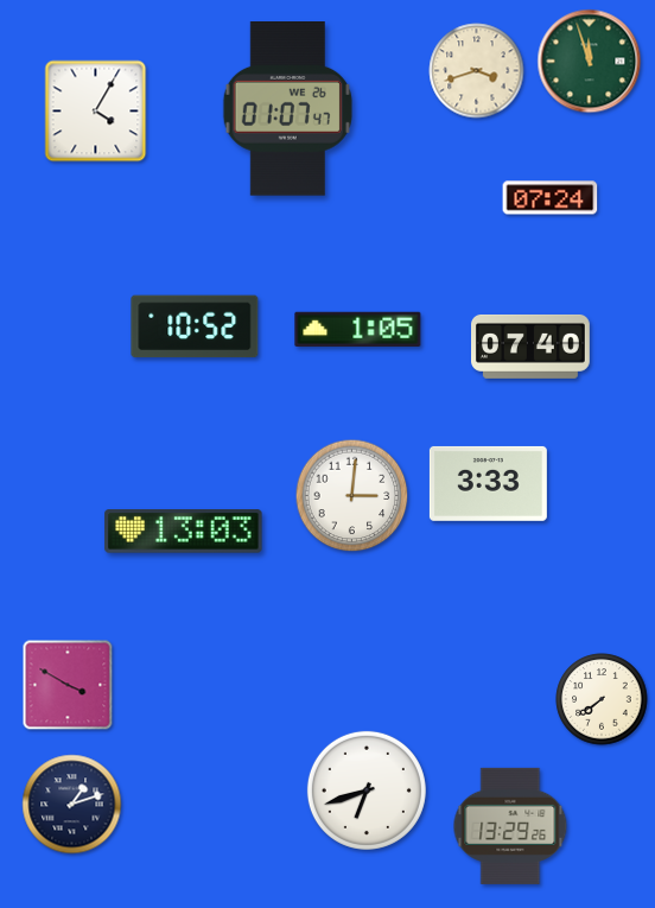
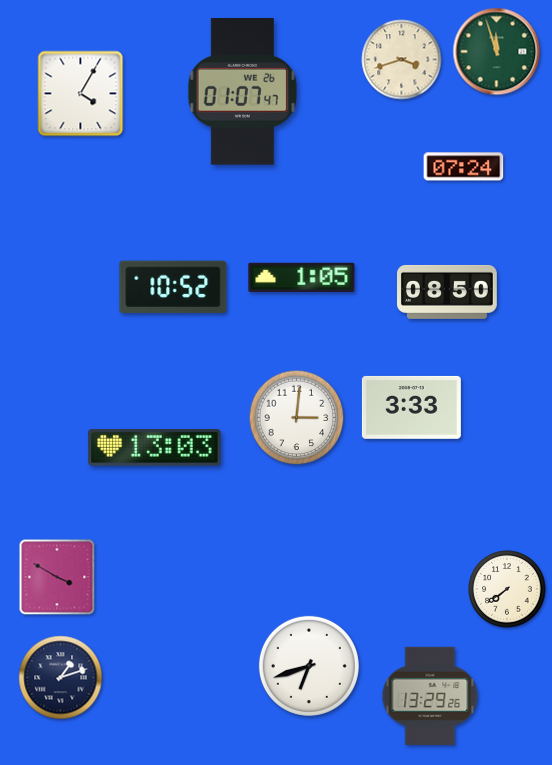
clock at (195, 326) position: (195, 326) -> (173, 287)
clock at (532, 347): 07:40 -> 08:50
